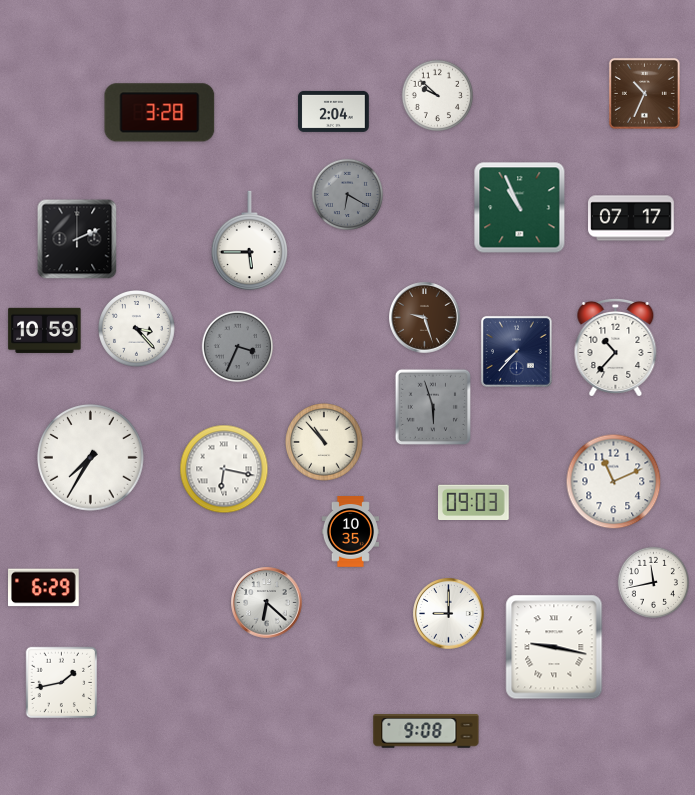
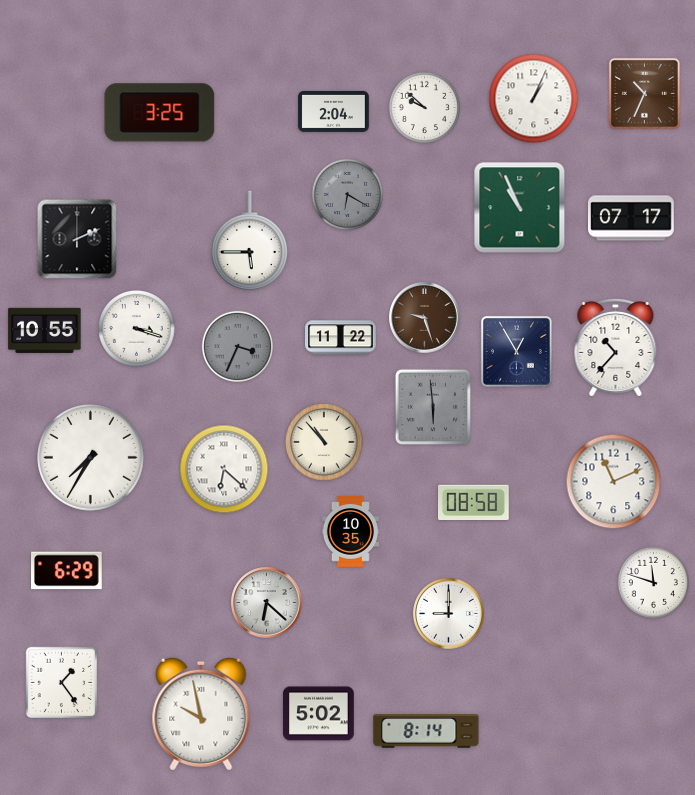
clock at (437, 95) position: (437, 95) -> (424, 107)
clock at (534, 99): none -> 1:04
clock at (160, 113): 3:28 -> 3:25
clock at (137, 329): 3:23 -> 3:18
clock at (45, 330): 10:59 -> 10:55
clock at (341, 338): none -> 11:22
clock at (516, 351): 7:37 -> 12:55
clock at (432, 406): 5:57 -> 5:59
clock at (224, 469): 6:17 -> 6:22
clock at (474, 502): 09:03 -> 08:58
clock at (653, 582): 11:43 -> 11:48
clock at (44, 588) position: (44, 588) -> (67, 571)
clock at (554, 647): 9:17 -> none
clock at (62, 683): 1:43 -> 1:24
clock at (201, 714): none -> 9:58
clock at (319, 714): none -> 5:02
clock at (426, 731): 9:08 -> 8:14
